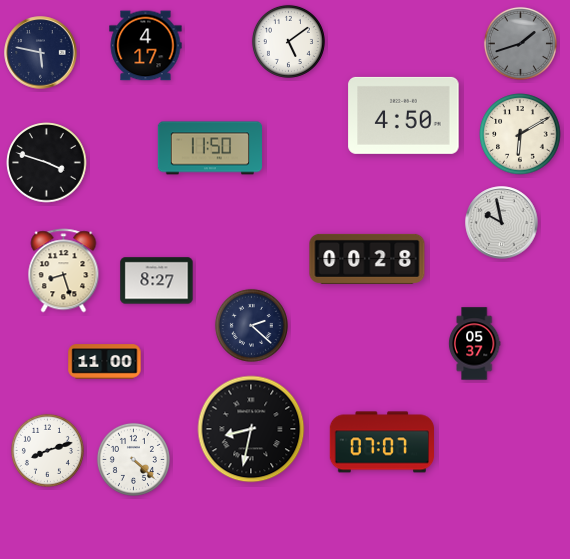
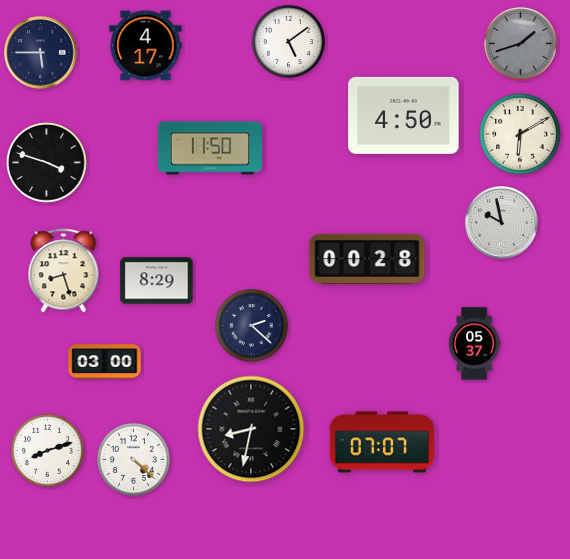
clock at (41, 53): 5:47 -> 5:45
clock at (157, 281): 8:27 -> 8:29
clock at (105, 362): 11:00 -> 03:00
